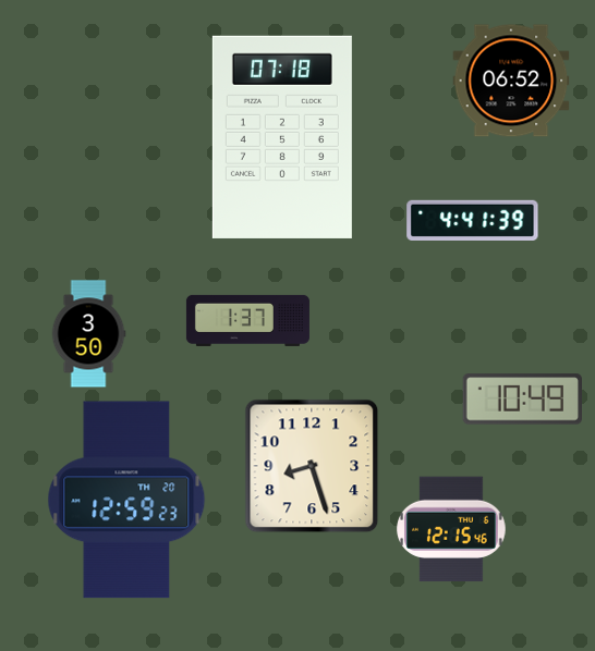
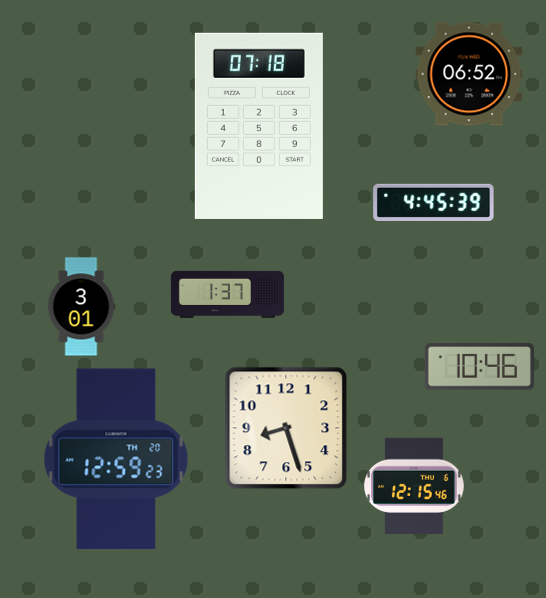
clock at (473, 220): 4:41 -> 4:45
clock at (88, 334): 3:50 -> 3:01
clock at (522, 400): 10:49 -> 10:46
